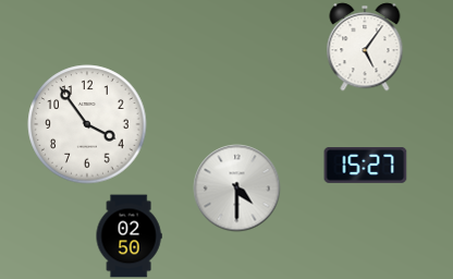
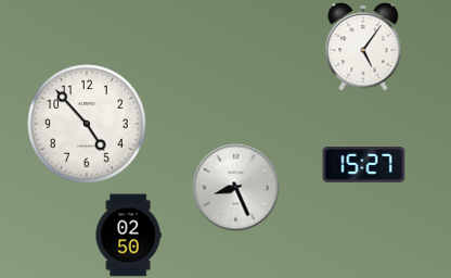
clock at (87, 124): 3:54 -> 4:53
clock at (237, 189): 4:30 -> 8:26
